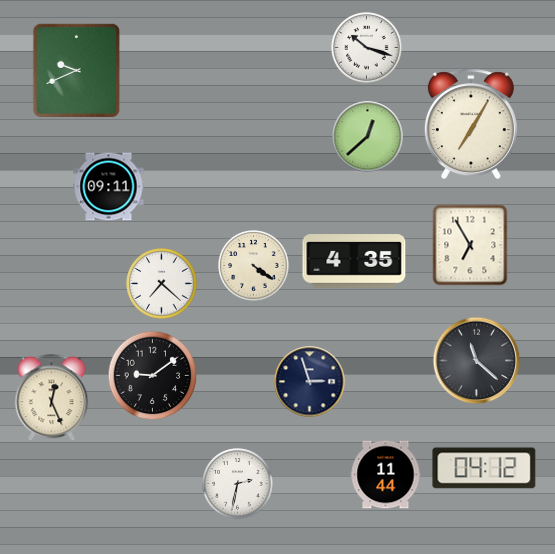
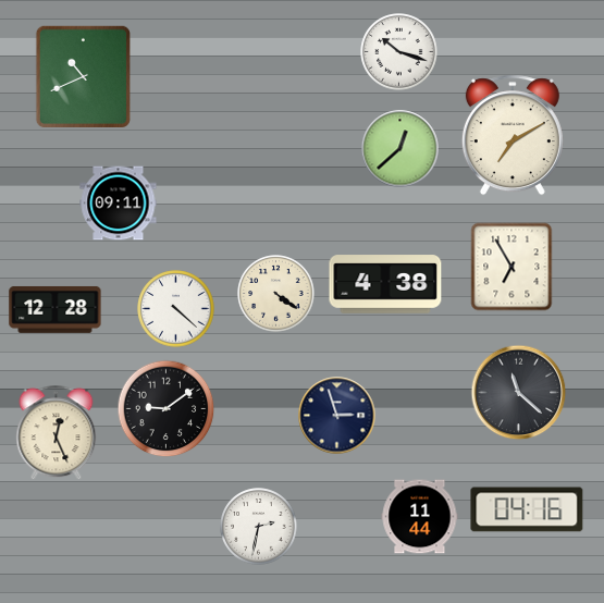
clock at (76, 70): 9:41 -> 10:41
clock at (471, 124): 7:05 -> 7:10
clock at (354, 261): 4:35 -> 4:38
clock at (254, 266) position: (254, 266) -> (276, 294)
clock at (56, 309): none -> 12:28
clock at (162, 284): 7:22 -> 4:22
clock at (484, 468): 04:12 -> 04:16
